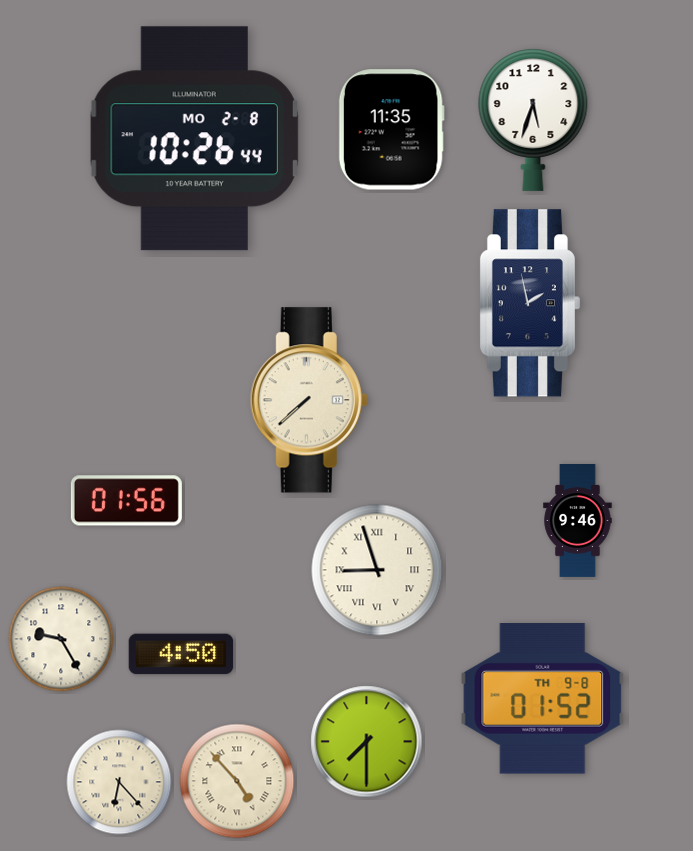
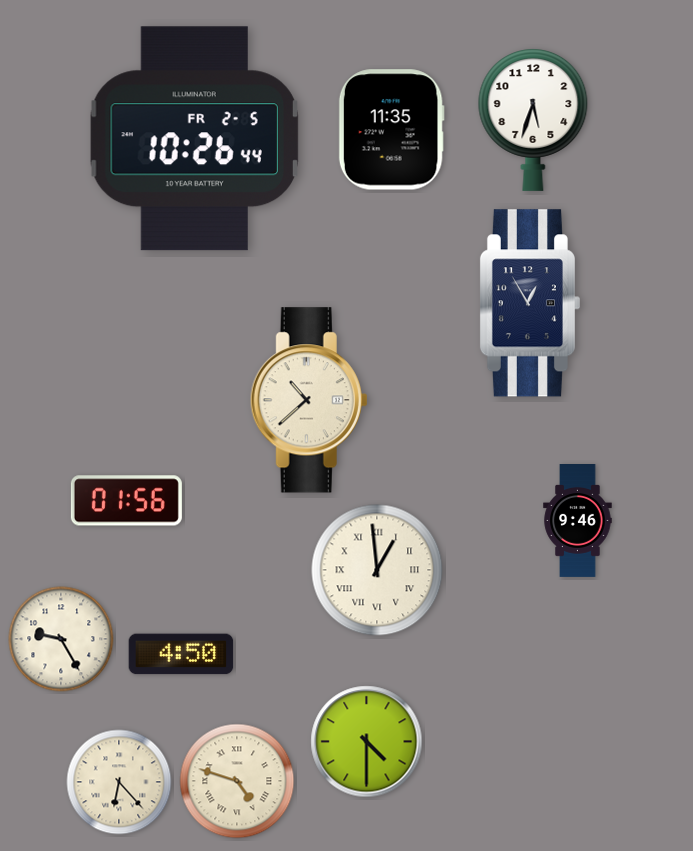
clock at (194, 139) date: MO 2-8 -> FR 2-5
clock at (529, 303): 1:58 -> 12:55
clock at (309, 400): 7:38 -> 10:38
clock at (377, 570): 8:57 -> 12:59
clock at (543, 699): 01:52 -> none
clock at (367, 742): 7:30 -> 4:30
clock at (237, 781): 4:53 -> 4:48
